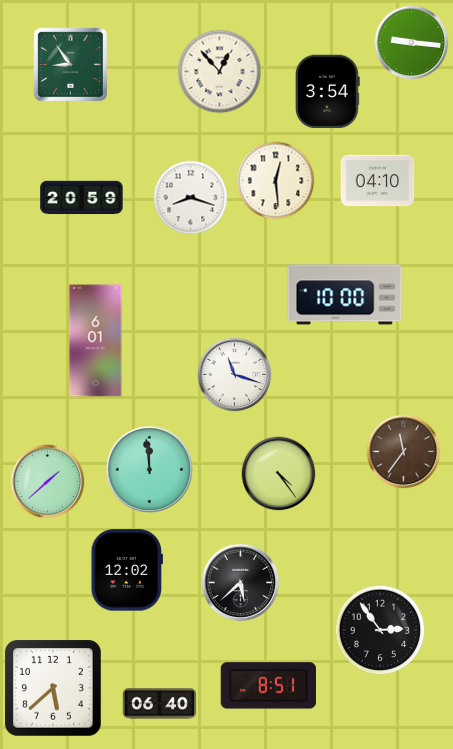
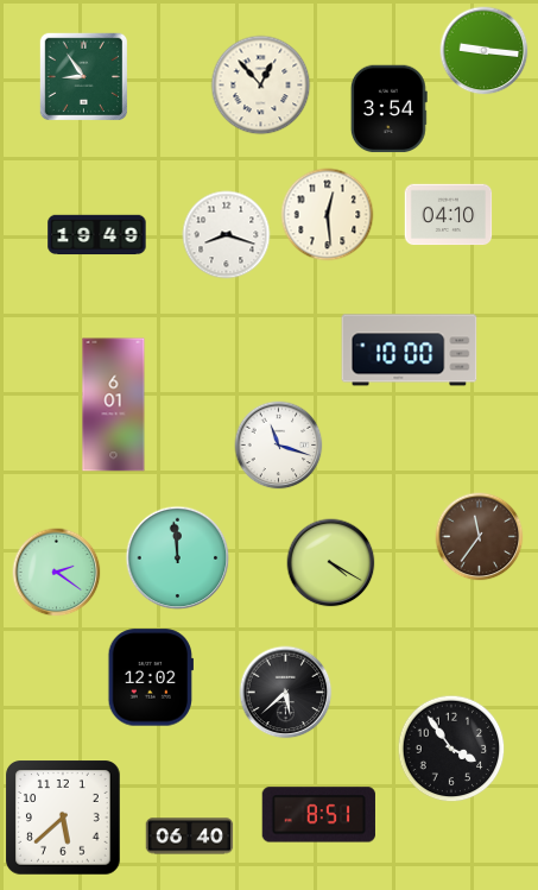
clock at (412, 43) position: (412, 43) -> (485, 51)
clock at (82, 198): 20:59 -> 19:49
clock at (279, 474): 4:24 -> 4:20
clock at (48, 482): 1:38 -> 2:21
clock at (380, 630): 2:54 -> 3:54
